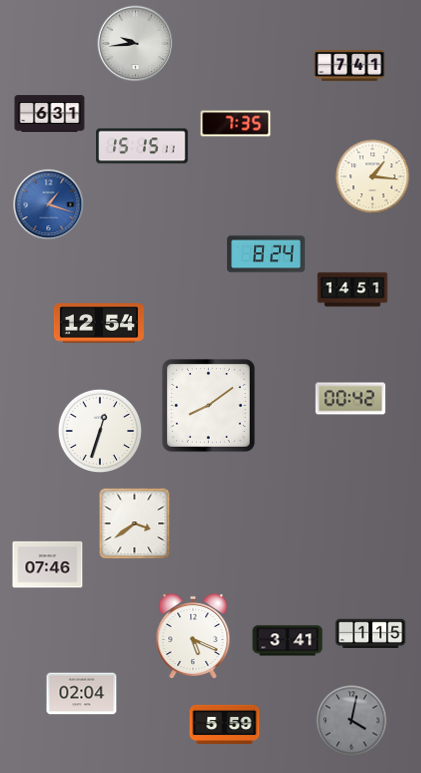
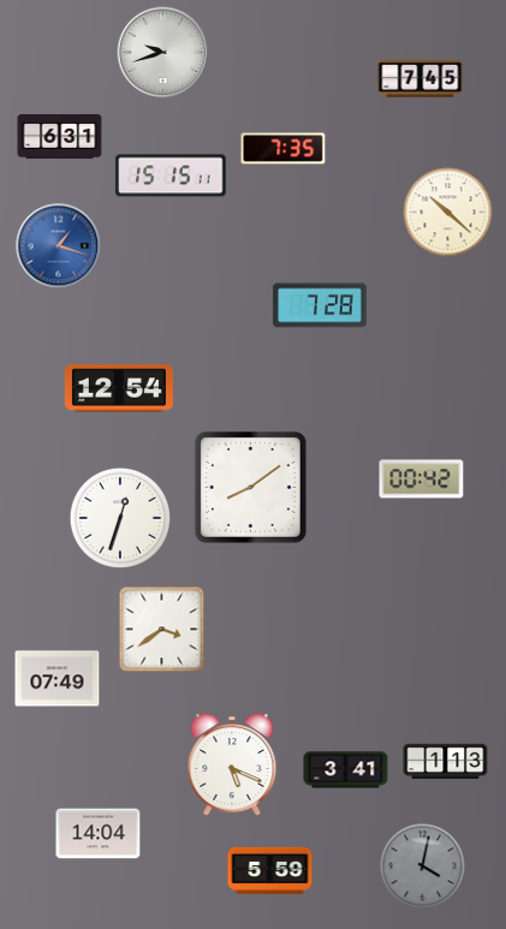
clock at (136, 44): 9:44 -> 9:42
clock at (350, 65): 7:41 -> 7:45
clock at (373, 177): 1:16 -> 10:22
clock at (266, 254): 8:24 -> 7:28
clock at (353, 290): 14:51 -> none
clock at (48, 565): 07:46 -> 07:49
clock at (371, 634): 1:15 -> 1:13
clock at (82, 694): 02:04 -> 14:04
